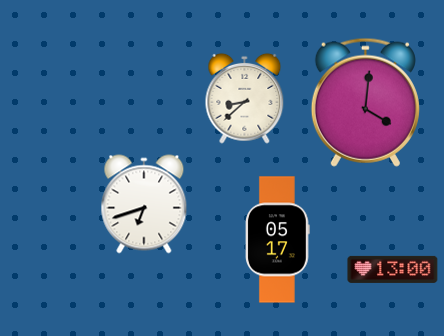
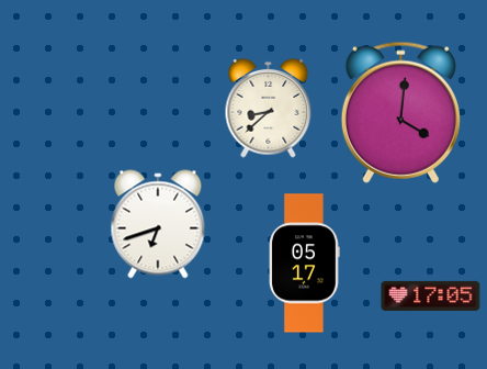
clock at (393, 269): 13:00 -> 17:05
